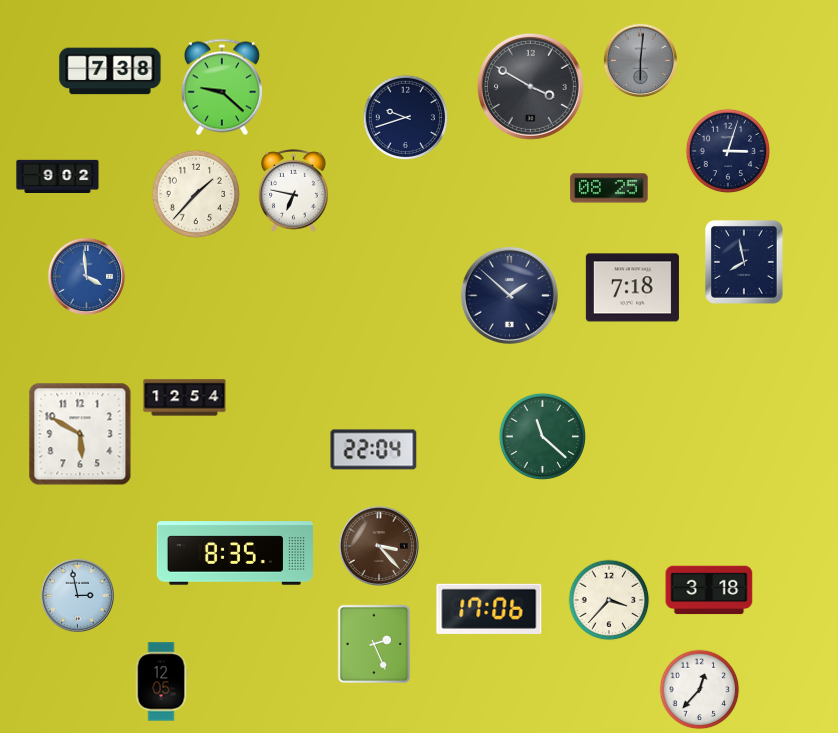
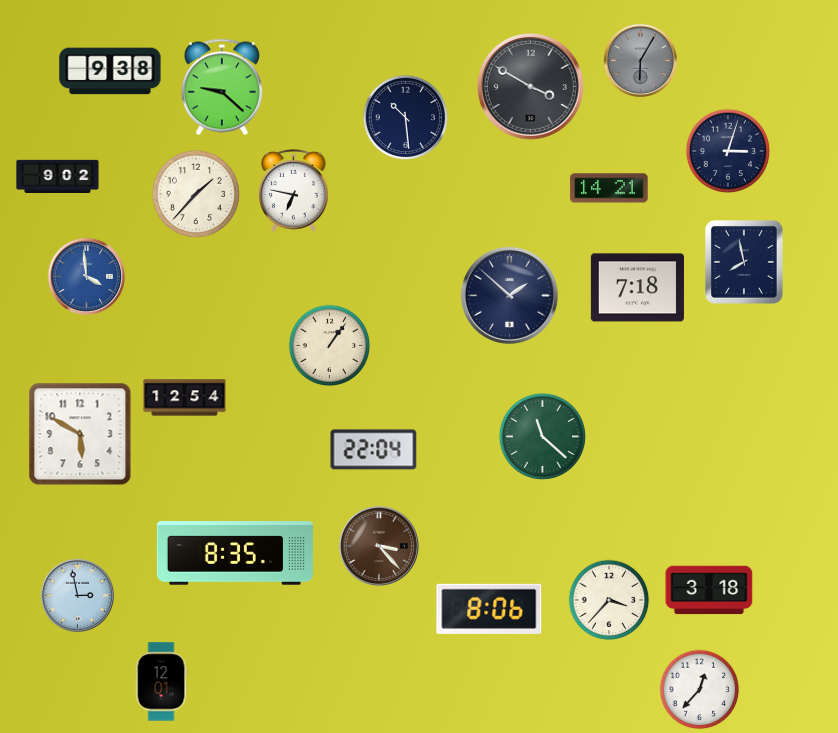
clock at (641, 61): 6:01 -> 6:05
clock at (110, 71): 7:38 -> 9:38
clock at (405, 117): 9:42 -> 10:29
clock at (609, 188): 08:25 -> 14:21
clock at (632, 288) position: (632, 288) -> (637, 288)
clock at (330, 346): none -> 1:06
clock at (489, 609): 17:06 -> 8:06
clock at (374, 644): 2:26 -> none
clock at (161, 682): 12:05 -> 12:01
